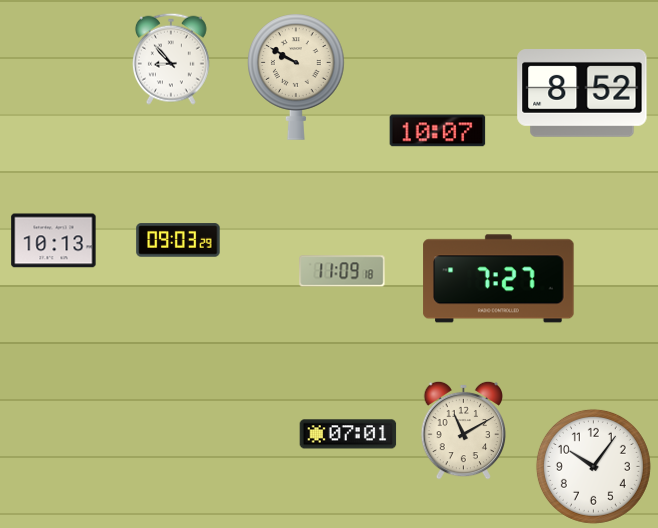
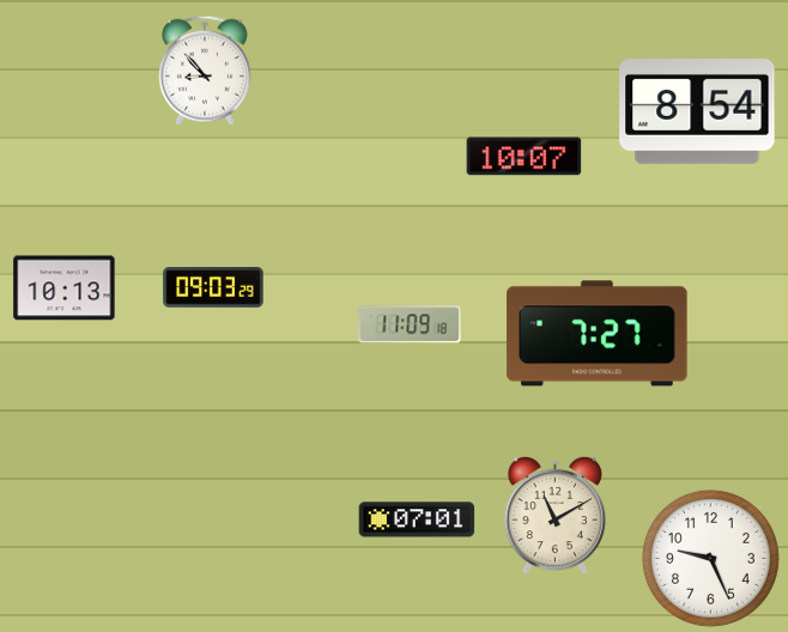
clock at (296, 77): 9:50 -> none
clock at (582, 94): 8:52 -> 8:54
clock at (593, 466): 10:06 -> 9:26
